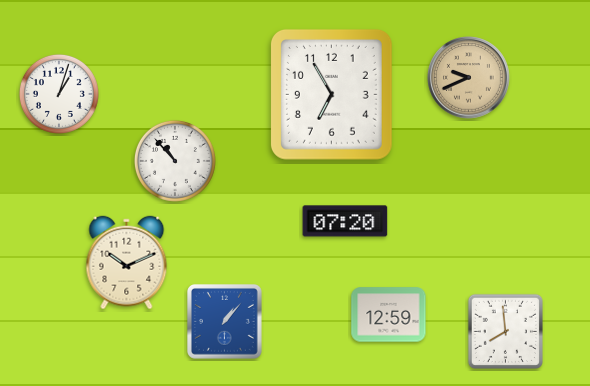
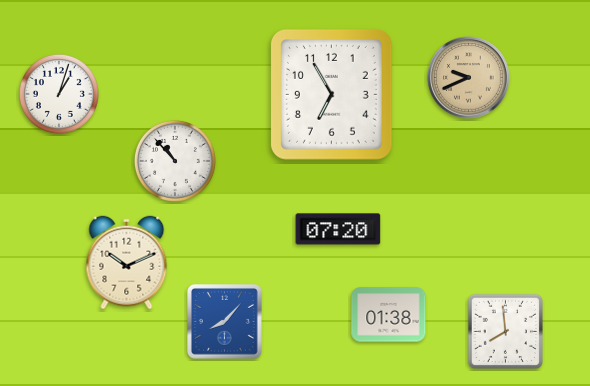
clock at (345, 221) position: (345, 221) -> (338, 229)
clock at (389, 315): 12:59 -> 01:38
clock at (225, 322): 1:07 -> 8:07
